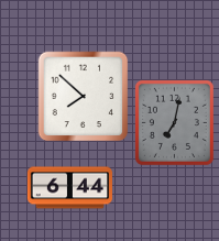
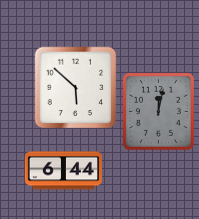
clock at (83, 96): 7:52 -> 5:52
clock at (174, 122): 7:02 -> 12:02
